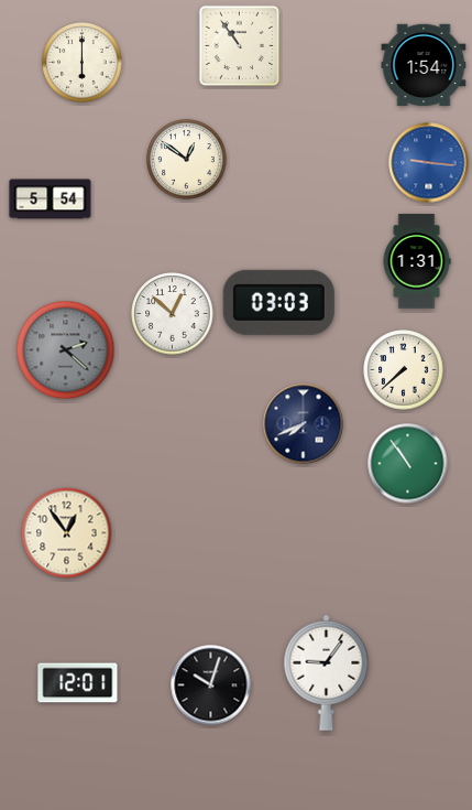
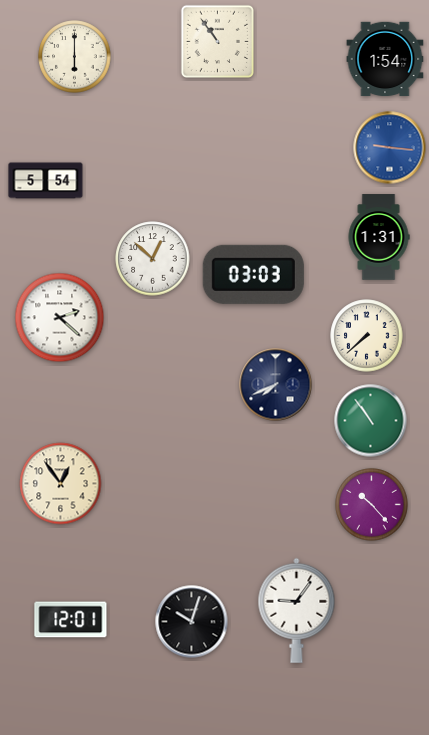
clock at (187, 160): 12:51 -> none
clock at (173, 314) position: (173, 314) -> (153, 259)
clock at (66, 350) dial: grey -> white
clock at (372, 505): none -> 10:23
